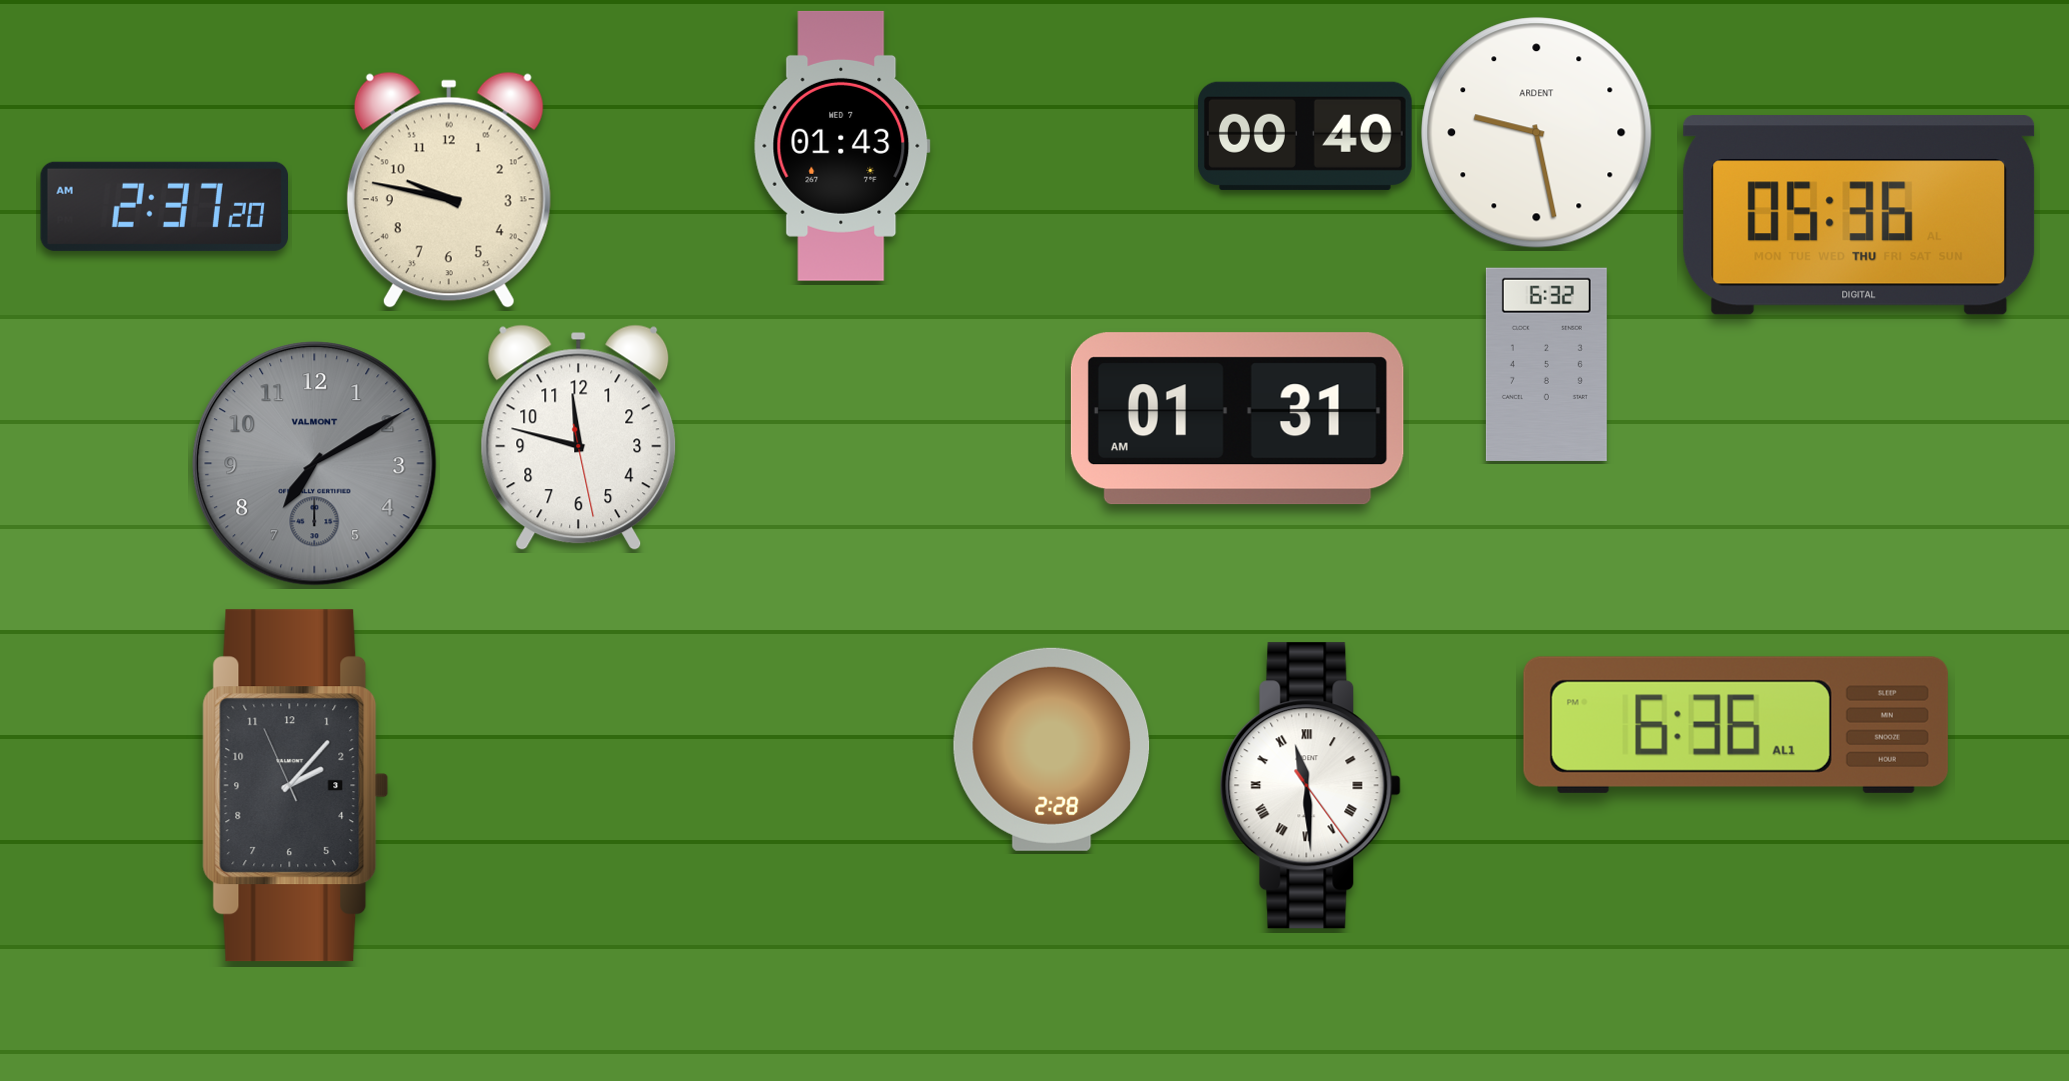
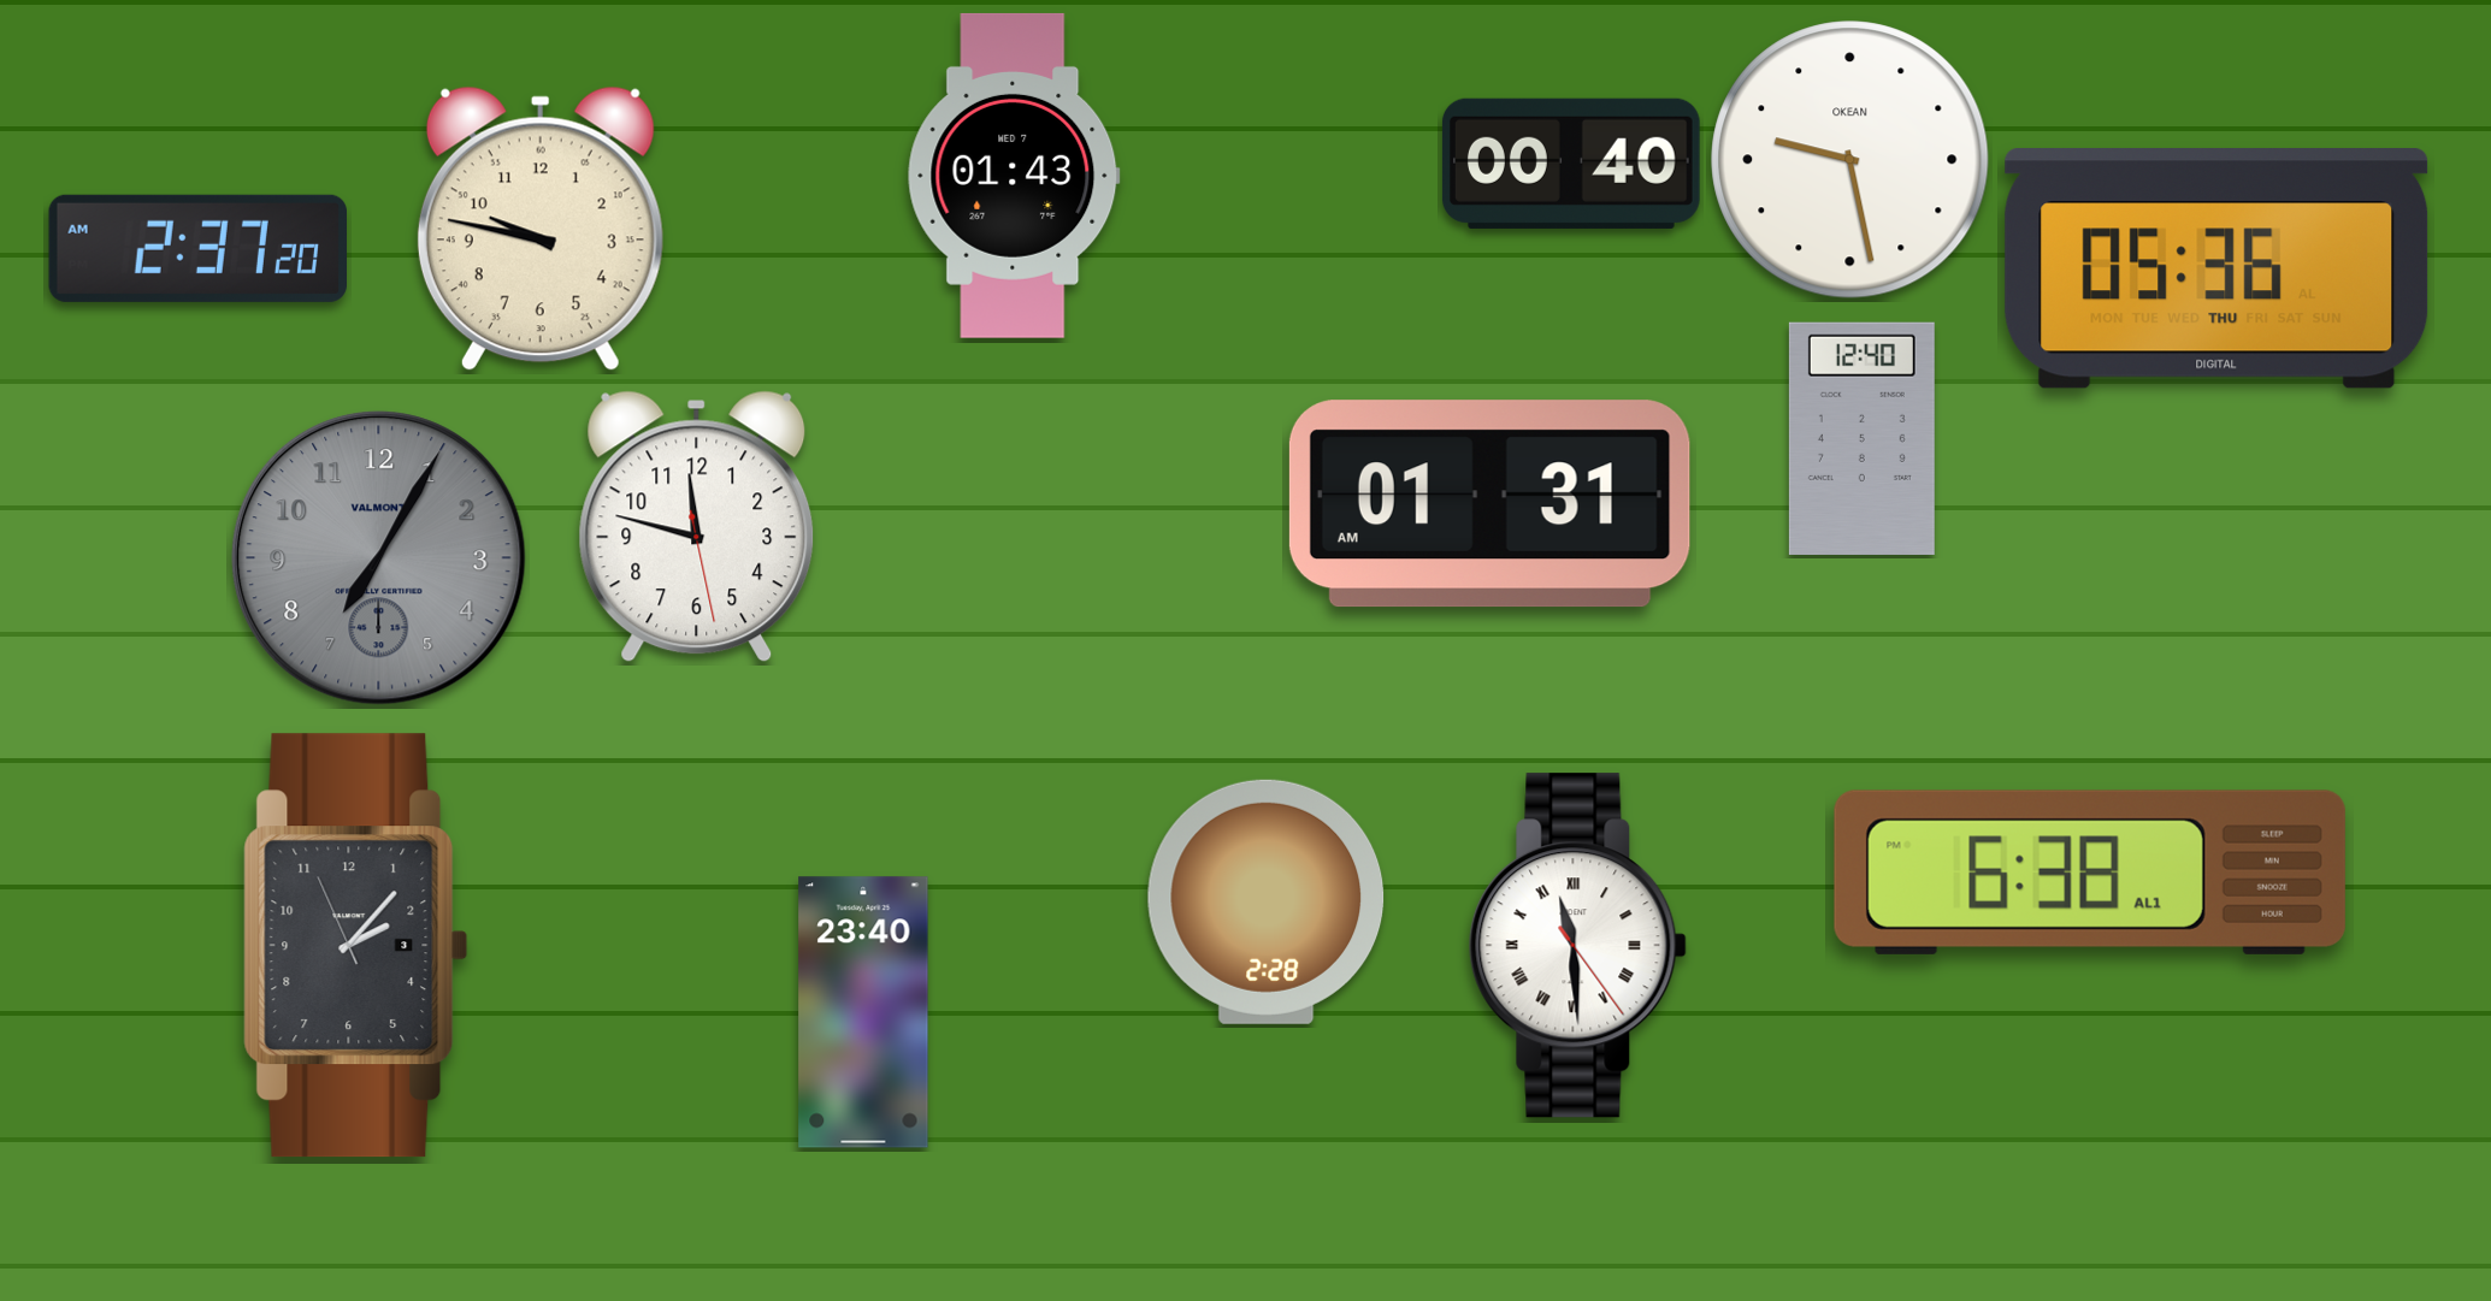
clock at (1537, 133) brand: ARDENT -> OKEAN
clock at (1859, 216) position: (1859, 216) -> (2216, 270)
clock at (1546, 364): 6:32 -> 12:40
clock at (315, 464): 7:10 -> 7:05
clock at (1736, 725): 6:36 -> 6:38
clock at (863, 1012): none -> 23:40
